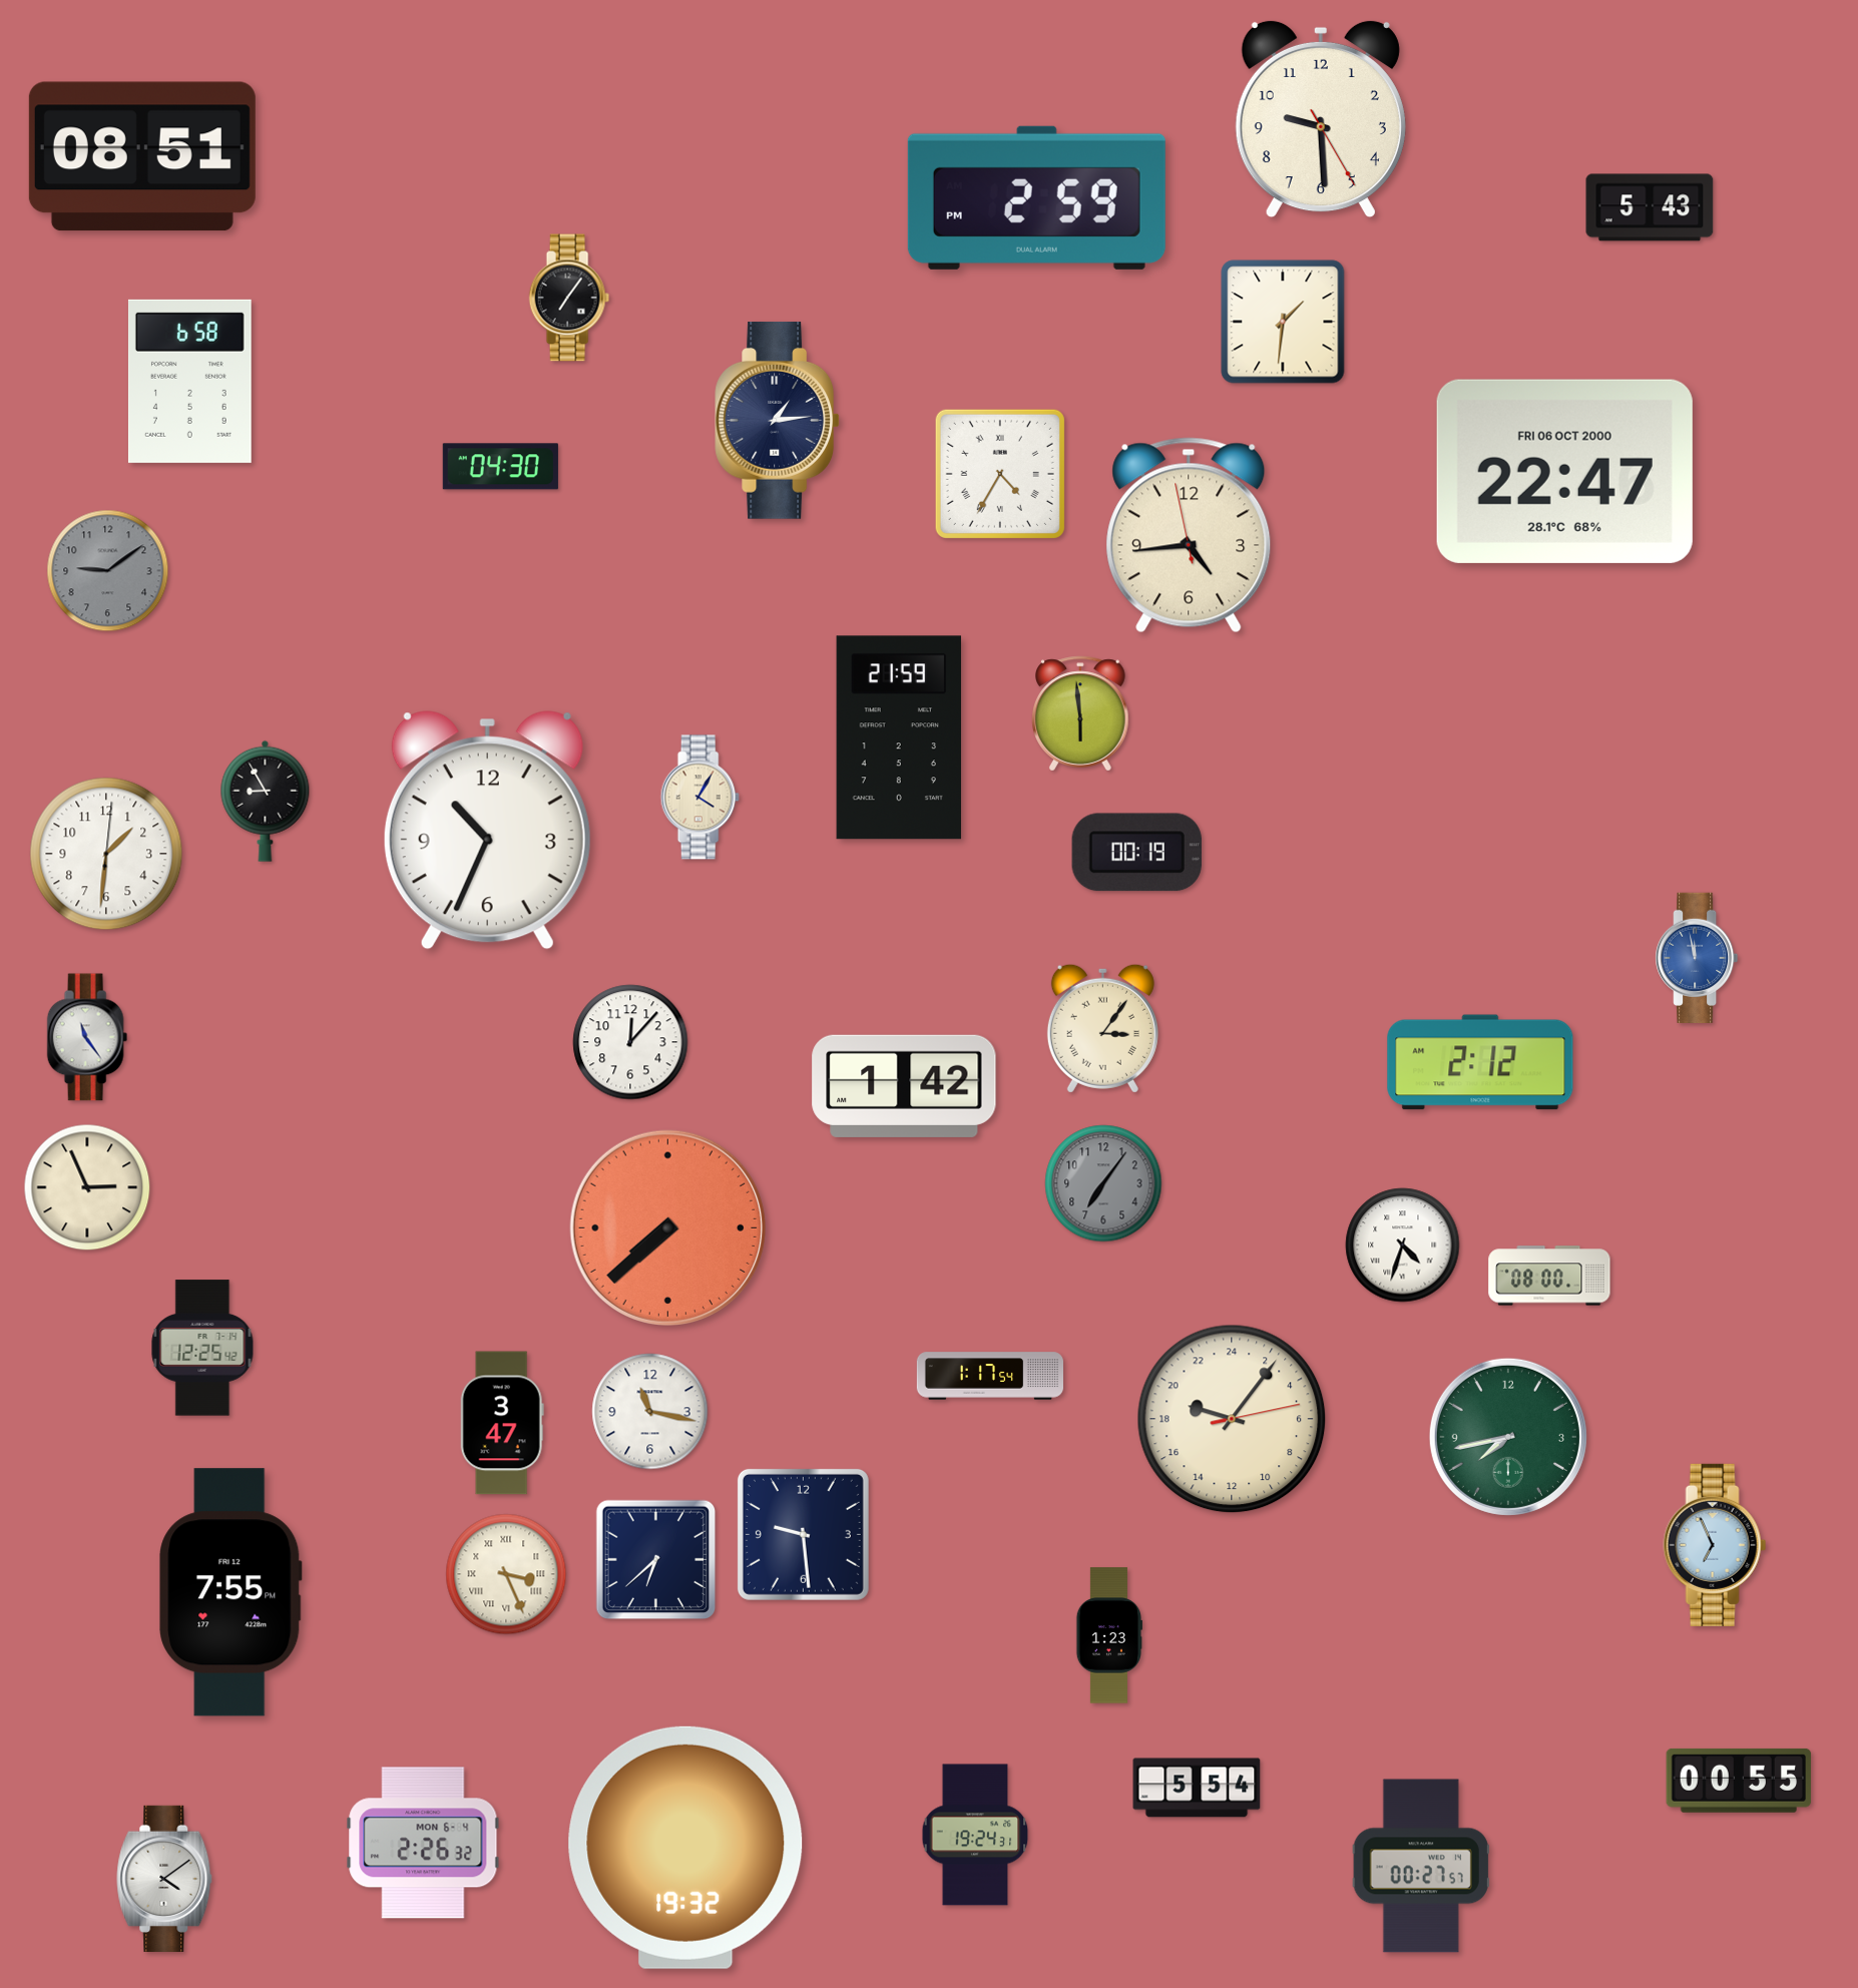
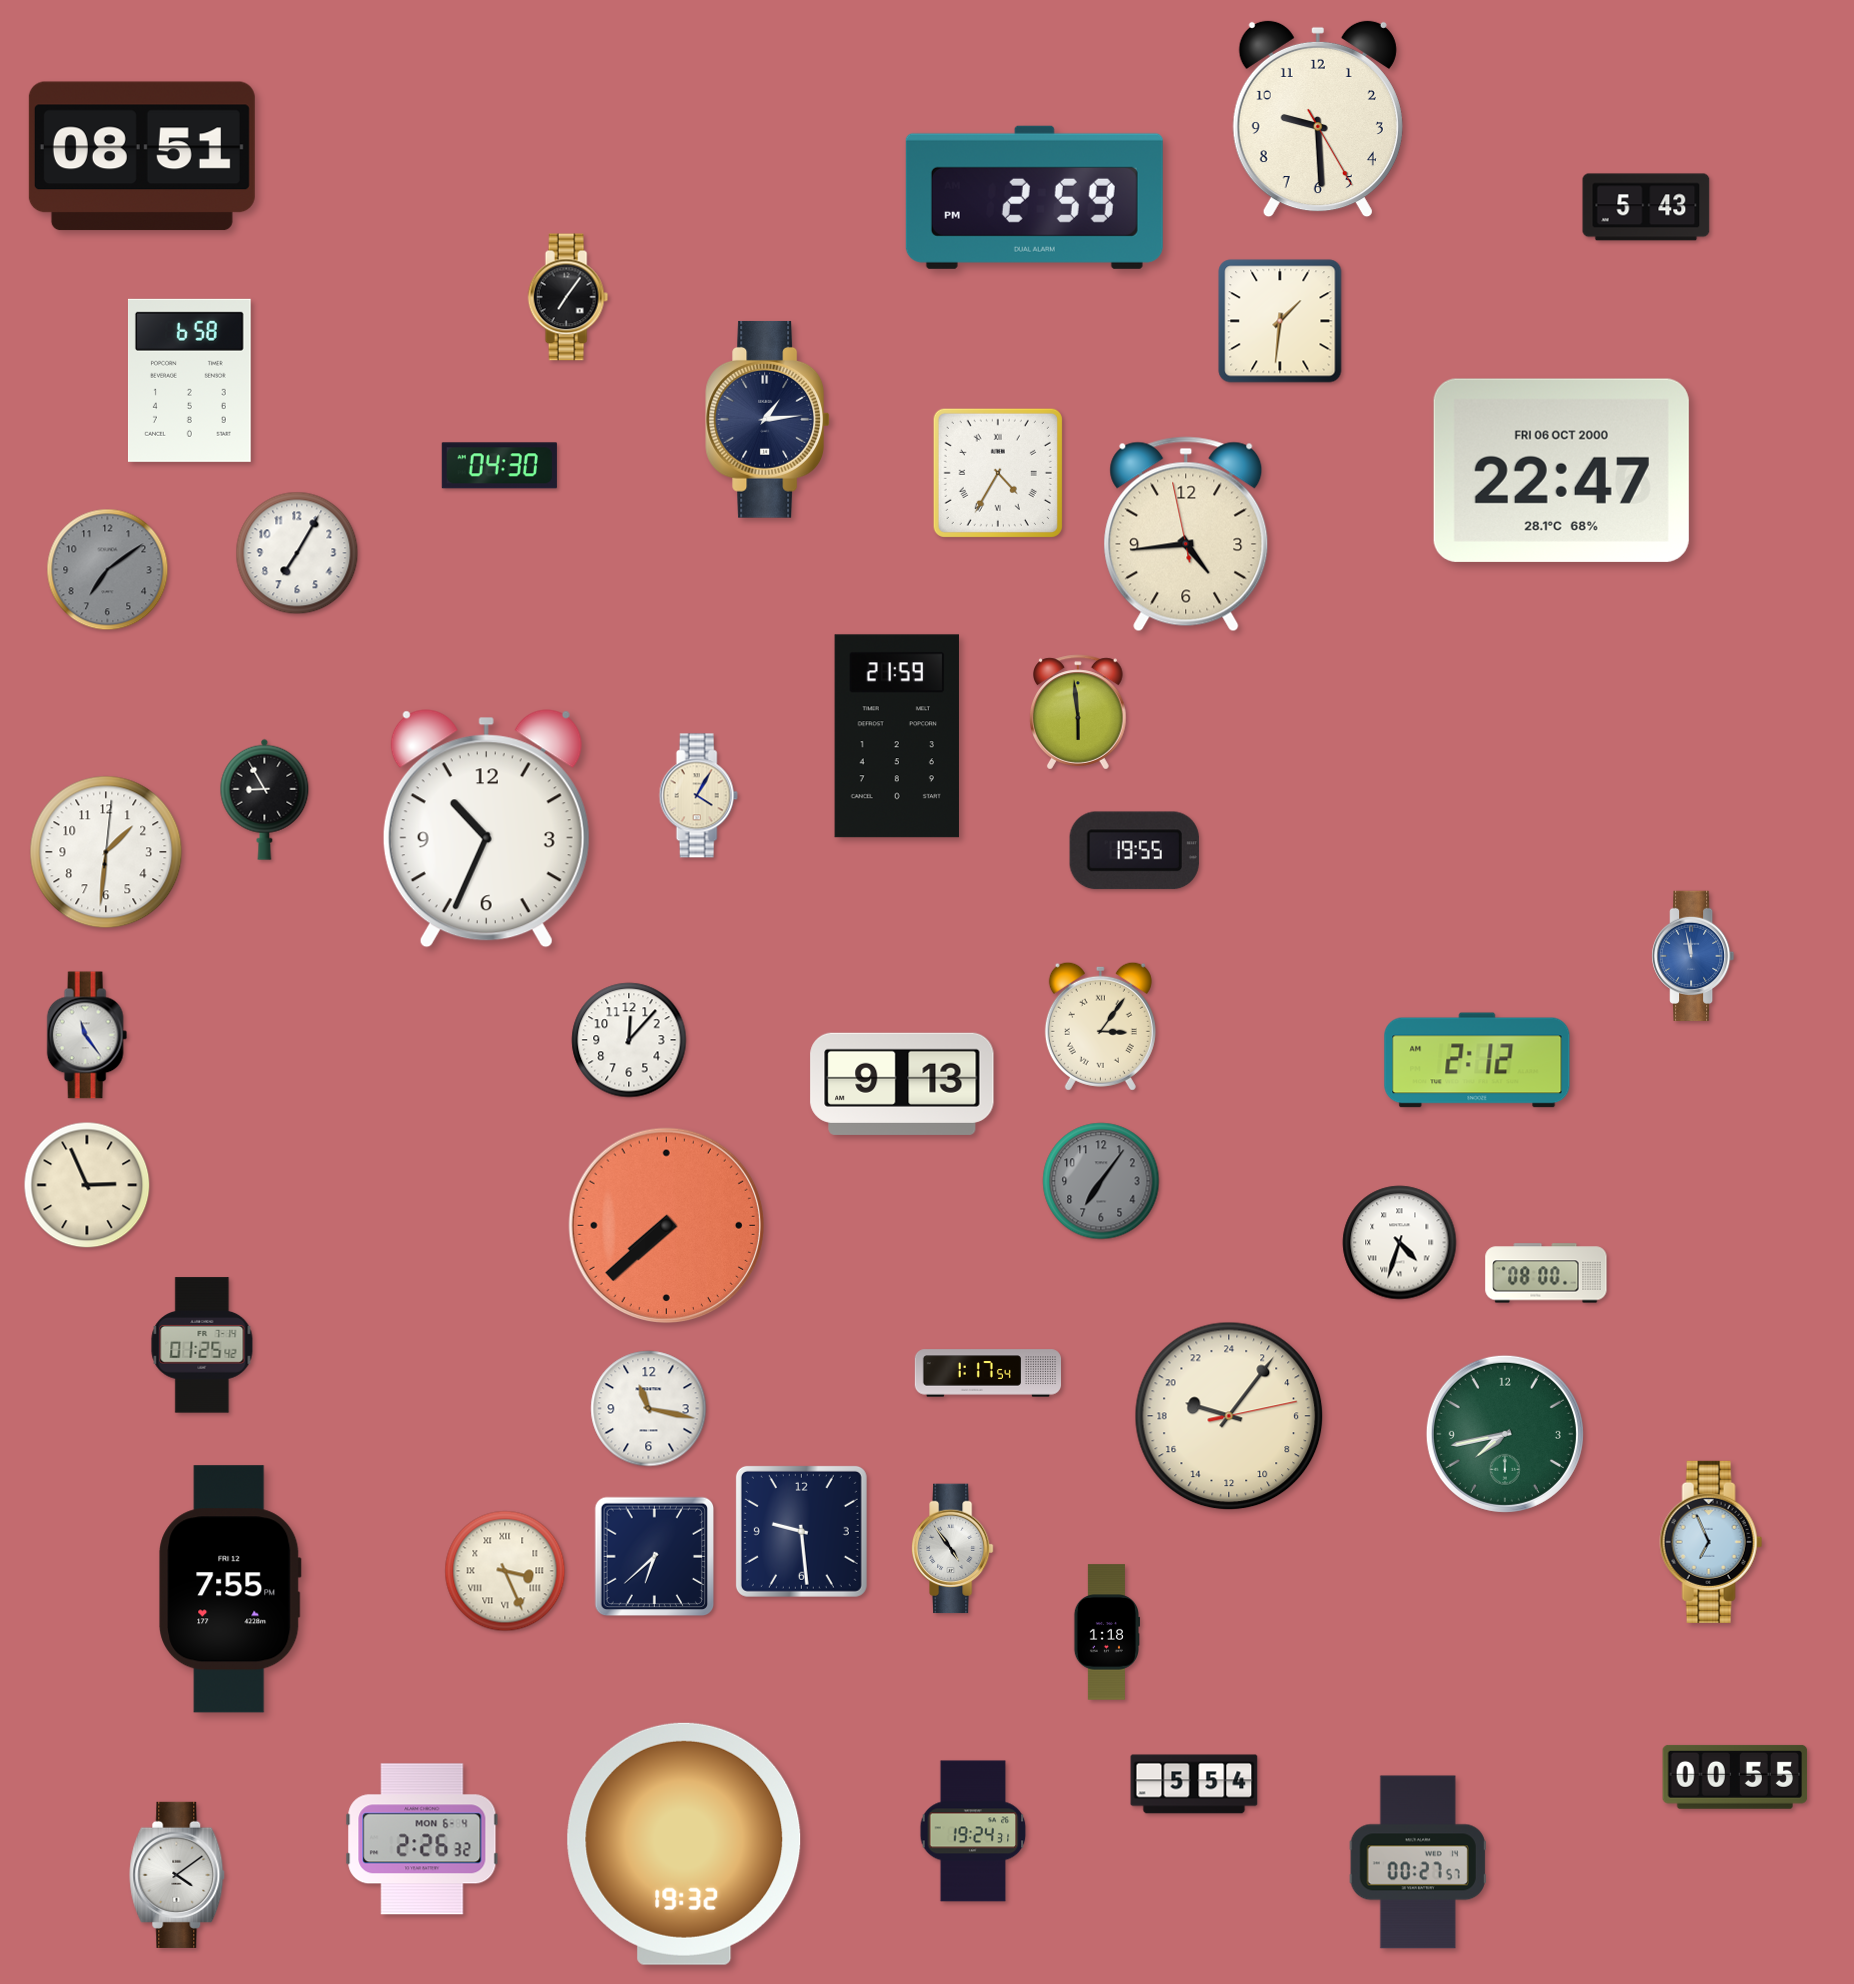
clock at (777, 420) position: (777, 420) -> (767, 419)
clock at (297, 553): none -> 7:05
clock at (108, 571): 9:09 -> 7:09
clock at (1136, 853): 00:19 -> 19:55
clock at (904, 1086): 1:42 -> 9:13
clock at (202, 1348): 12:25 -> 01:25
clock at (502, 1423): 3:47 -> none
clock at (953, 1549): none -> 4:54
clock at (1108, 1635): 1:23 -> 1:18
clock at (164, 1879) position: (164, 1879) -> (177, 1875)
